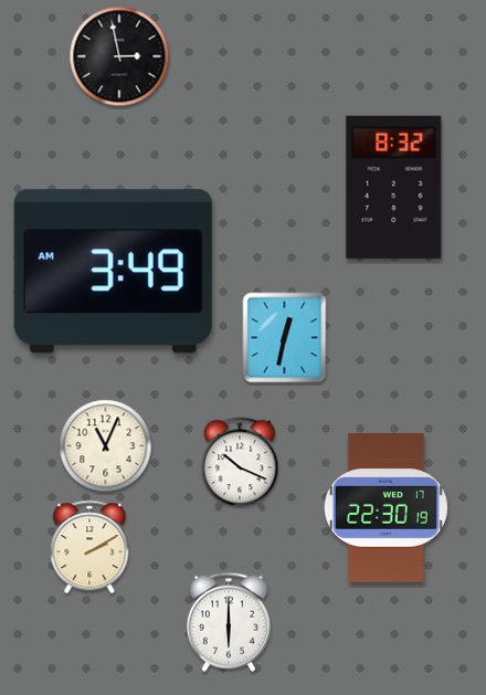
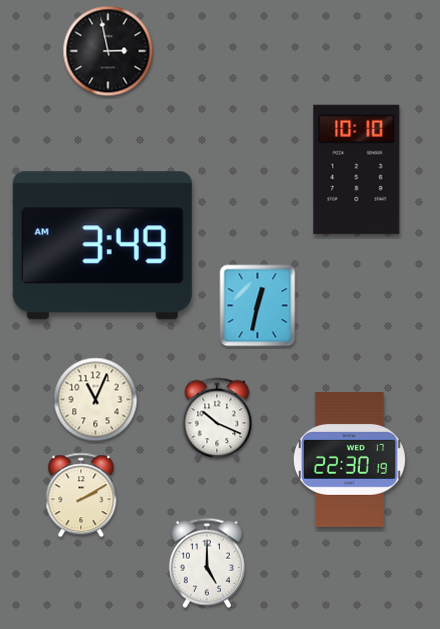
clock at (394, 187): 8:32 -> 10:10
clock at (106, 446) position: (106, 446) -> (96, 400)
clock at (229, 622): 6:00 -> 5:00
